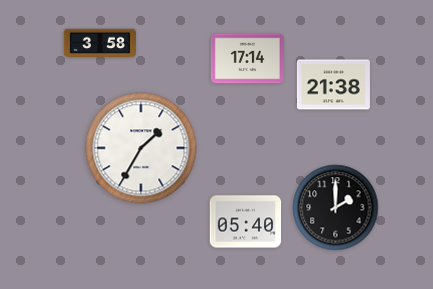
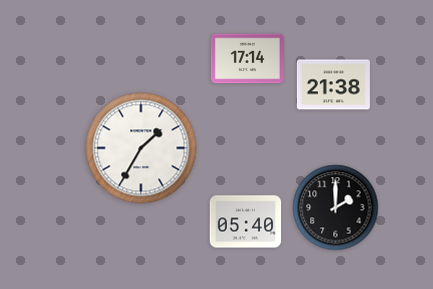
clock at (99, 43): 3:58 -> none
